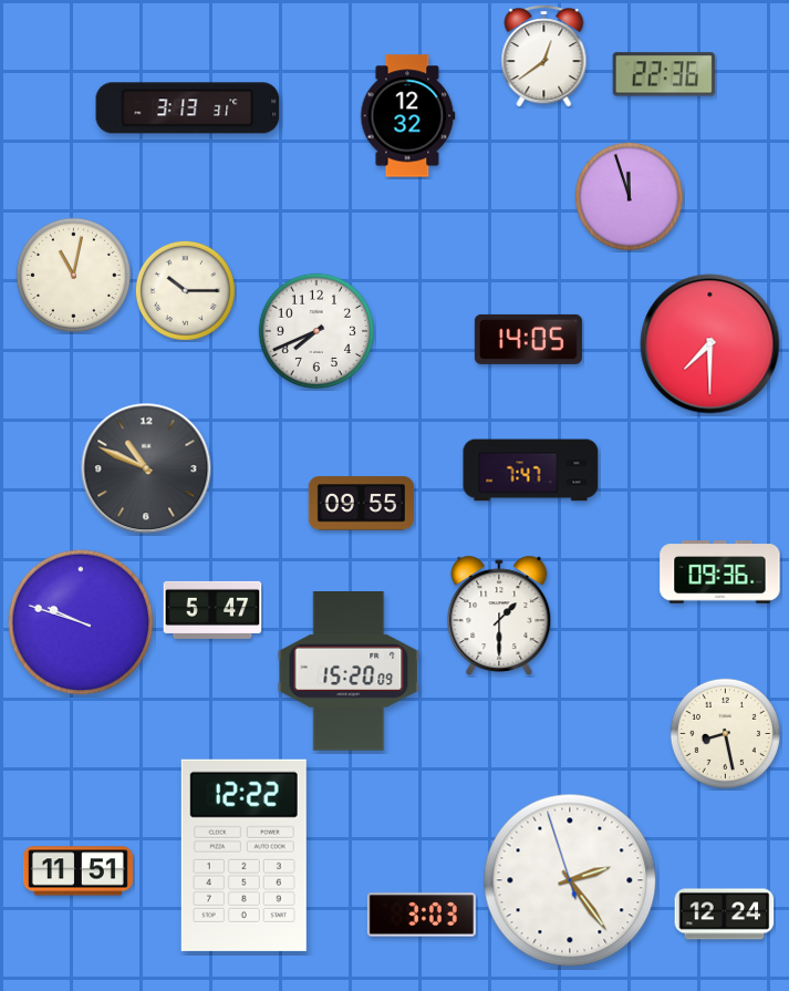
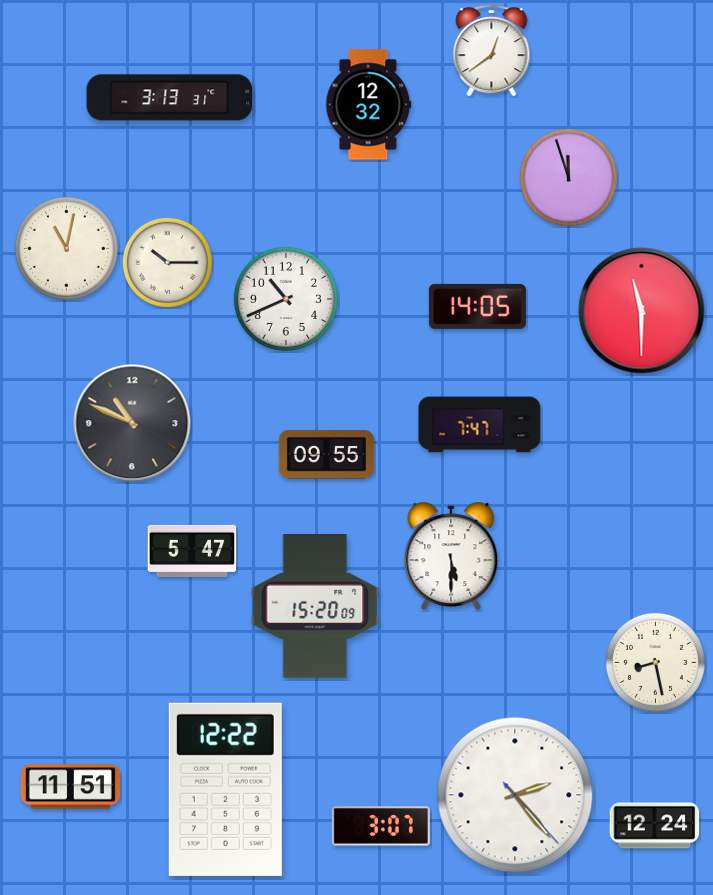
clock at (663, 74): 22:36 -> none
clock at (316, 331): 7:41 -> 10:41
clock at (710, 344): 7:30 -> 11:30
clock at (720, 572): 09:36 -> none
clock at (499, 616): 1:30 -> 5:30
clock at (81, 622): 9:48 -> none
clock at (243, 855) position: (243, 855) -> (225, 789)
clock at (570, 880): 2:23:57 -> 2:23:23
clock at (422, 915): 3:03 -> 3:07
